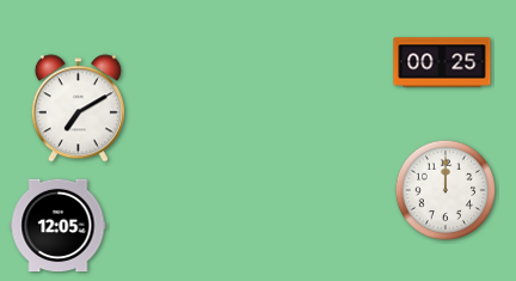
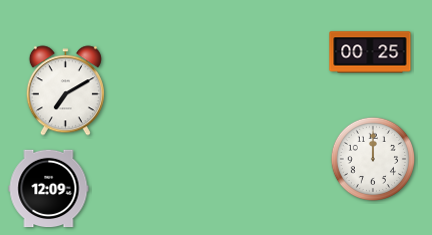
clock at (59, 226): 12:05 -> 12:09
